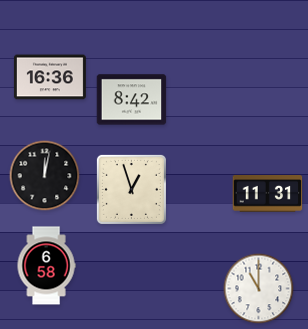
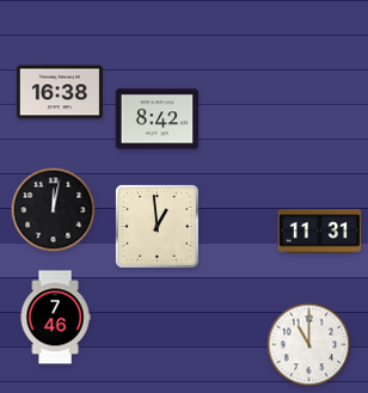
clock at (50, 77): 16:36 -> 16:38
clock at (131, 189): 12:57 -> 12:59
clock at (46, 266): 6:58 -> 7:46
